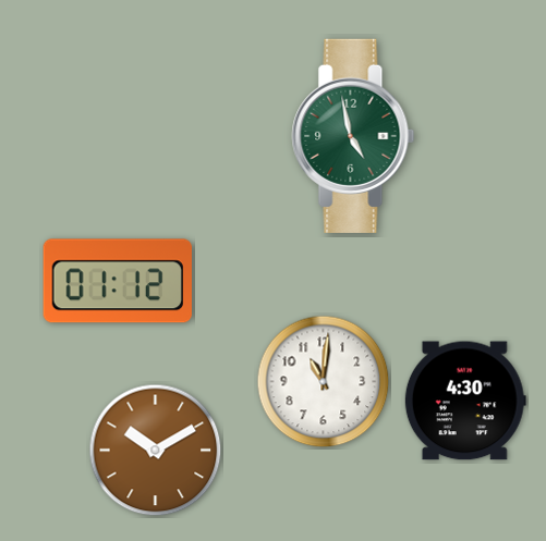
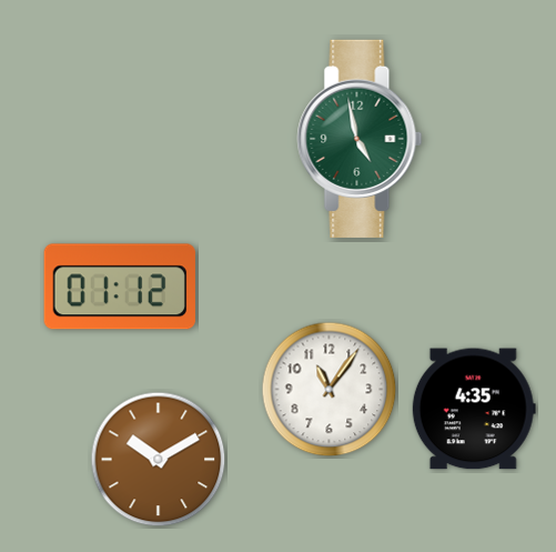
clock at (324, 382): 11:01 -> 11:06
clock at (465, 401): 4:30 -> 4:35
